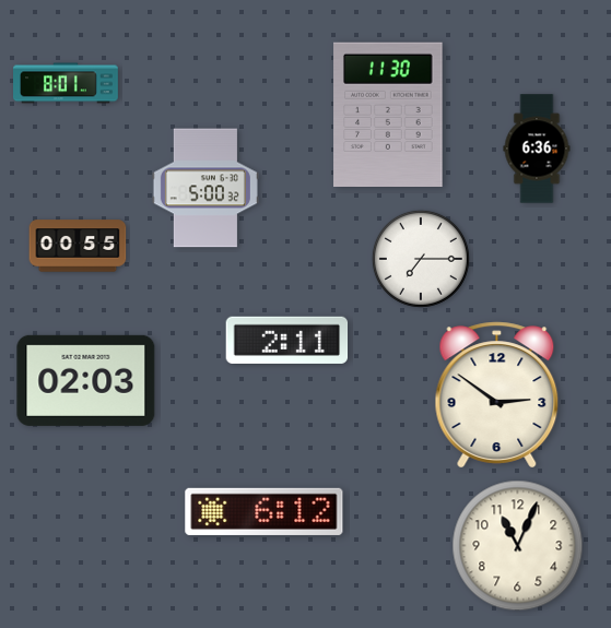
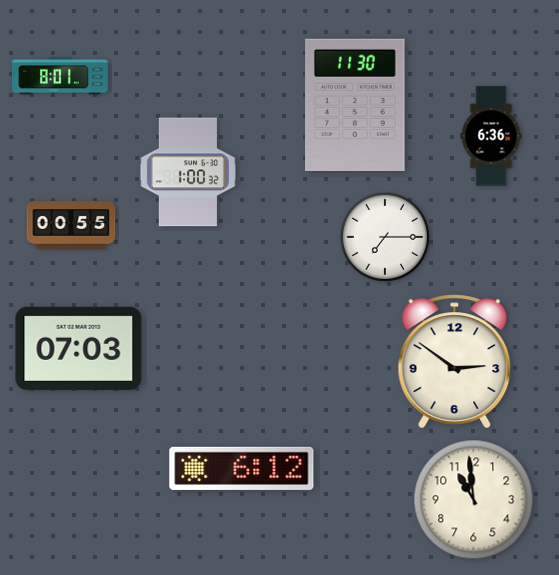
clock at (205, 188): 5:00 -> 1:00
clock at (287, 340): 2:11 -> none
clock at (86, 380): 02:03 -> 07:03
clock at (518, 546): 11:04 -> 10:59
